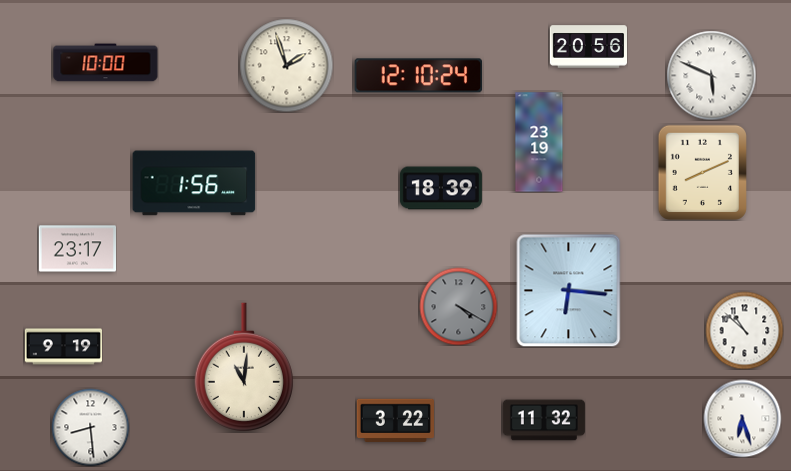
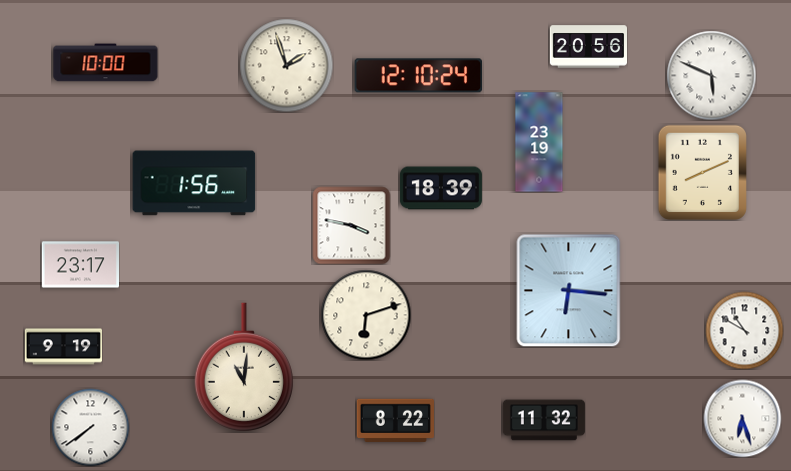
clock at (351, 225): none -> 3:47
clock at (77, 249) position: (77, 249) -> (80, 265)
clock at (458, 306): 4:20 -> none
clock at (366, 315): none -> 6:12
clock at (744, 330): 10:52 -> 10:50
clock at (395, 420): 3:22 -> 8:22
clock at (90, 427): 8:29 -> 7:39
